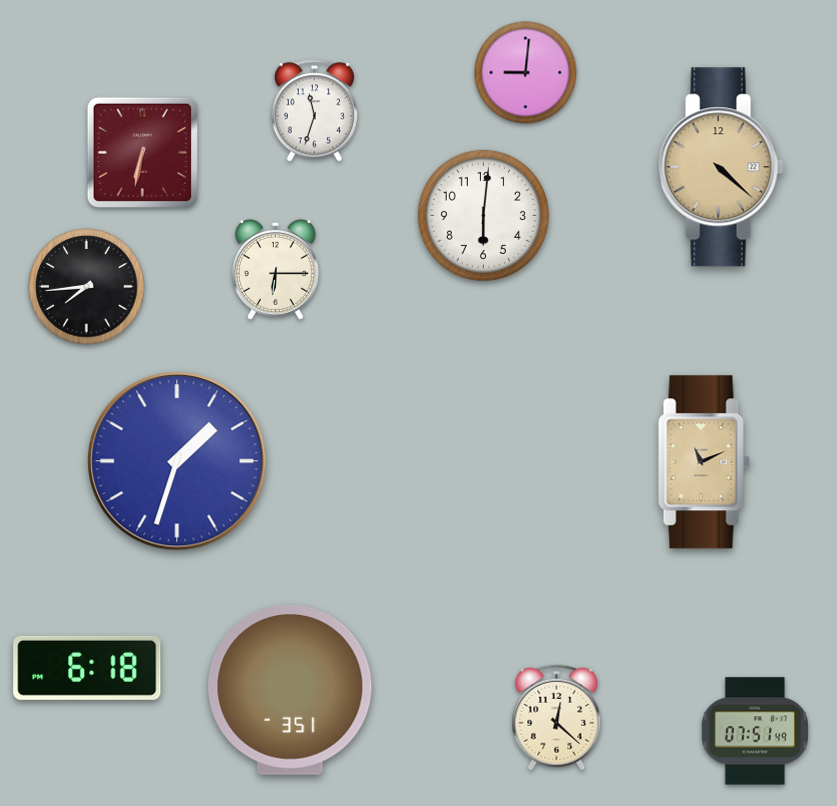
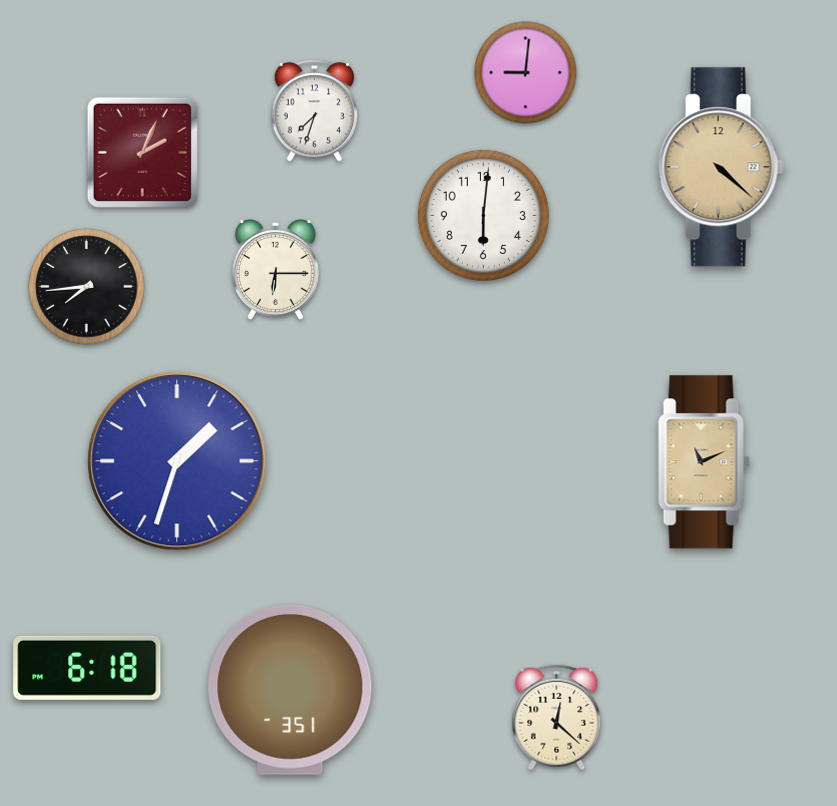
clock at (315, 111): 11:33 -> 7:33
clock at (142, 152): 6:32 -> 2:04
clock at (755, 731): 07:51 -> none
